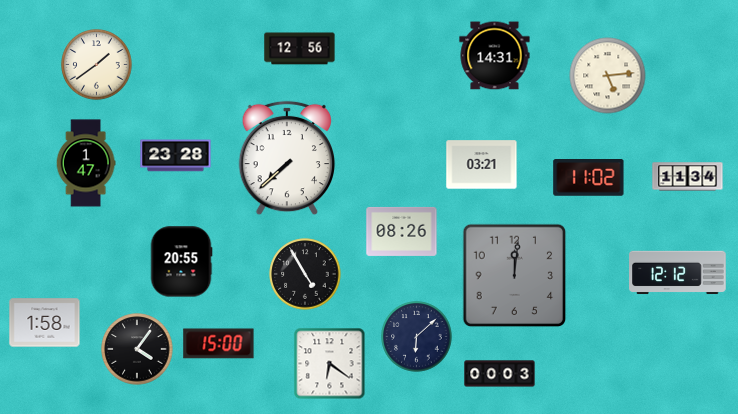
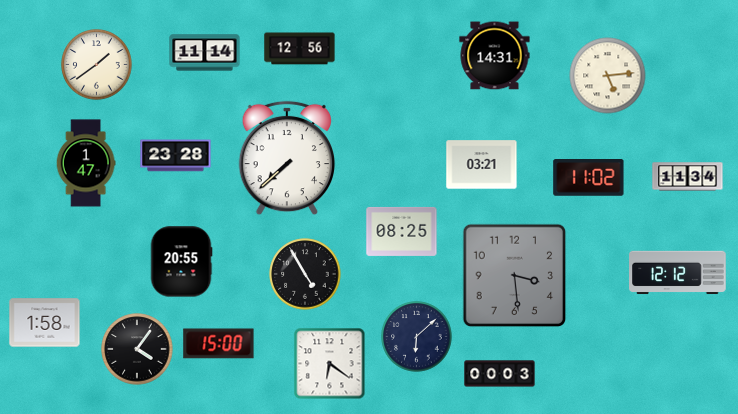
clock at (205, 53): none -> 11:14
clock at (402, 231): 08:26 -> 08:25
clock at (515, 276): 12:01 -> 3:29
